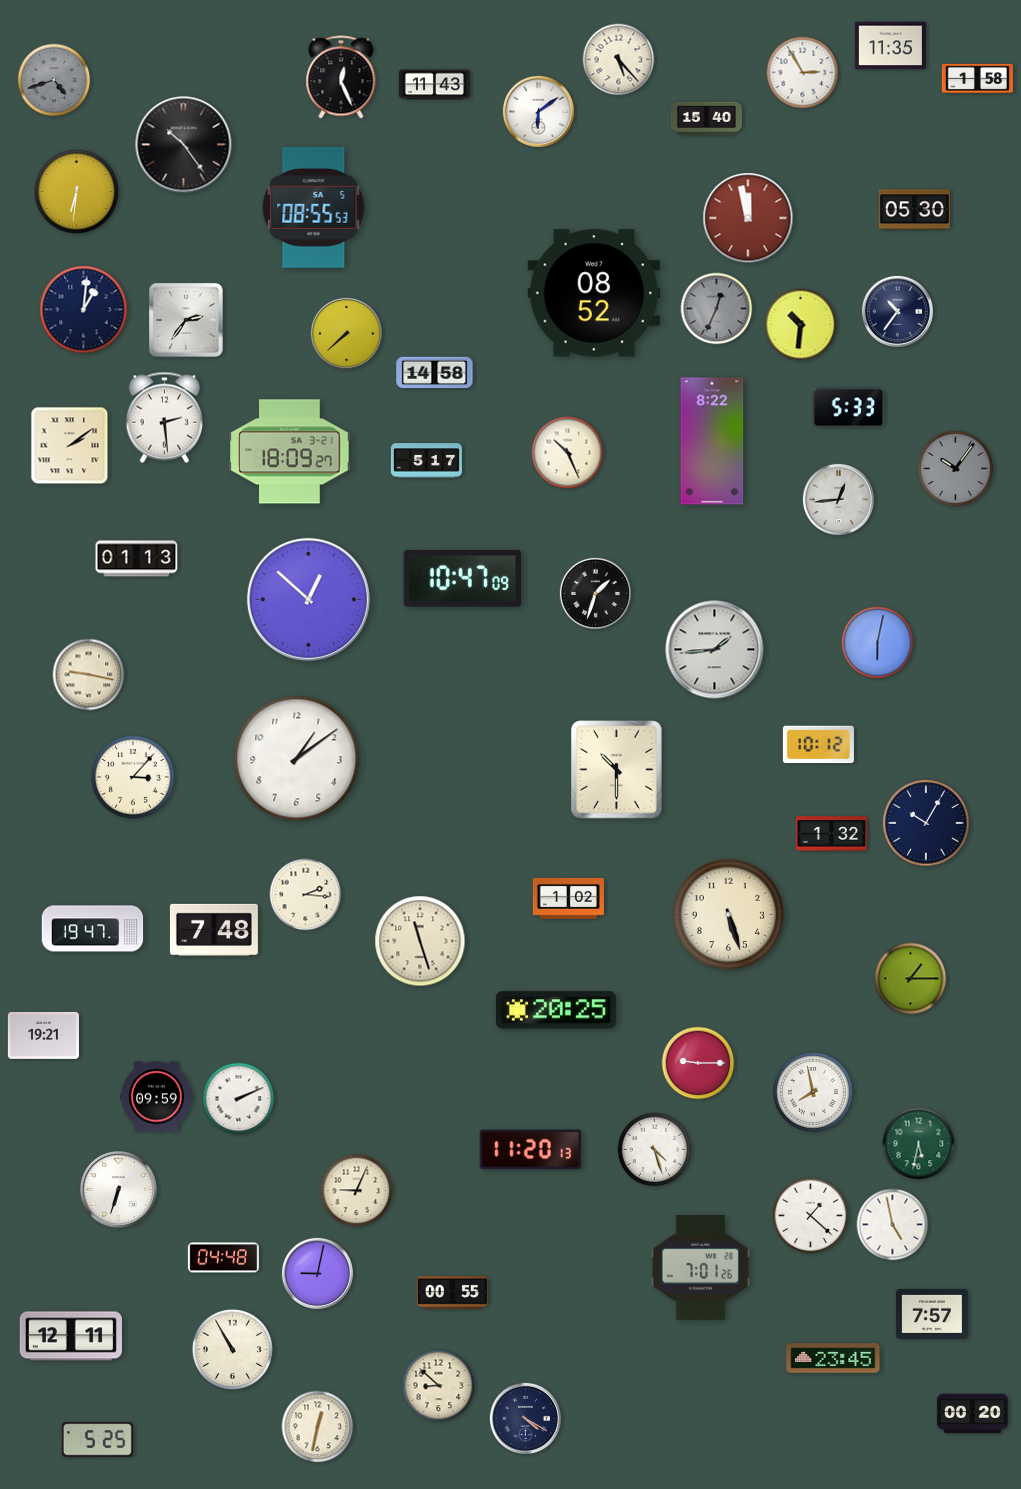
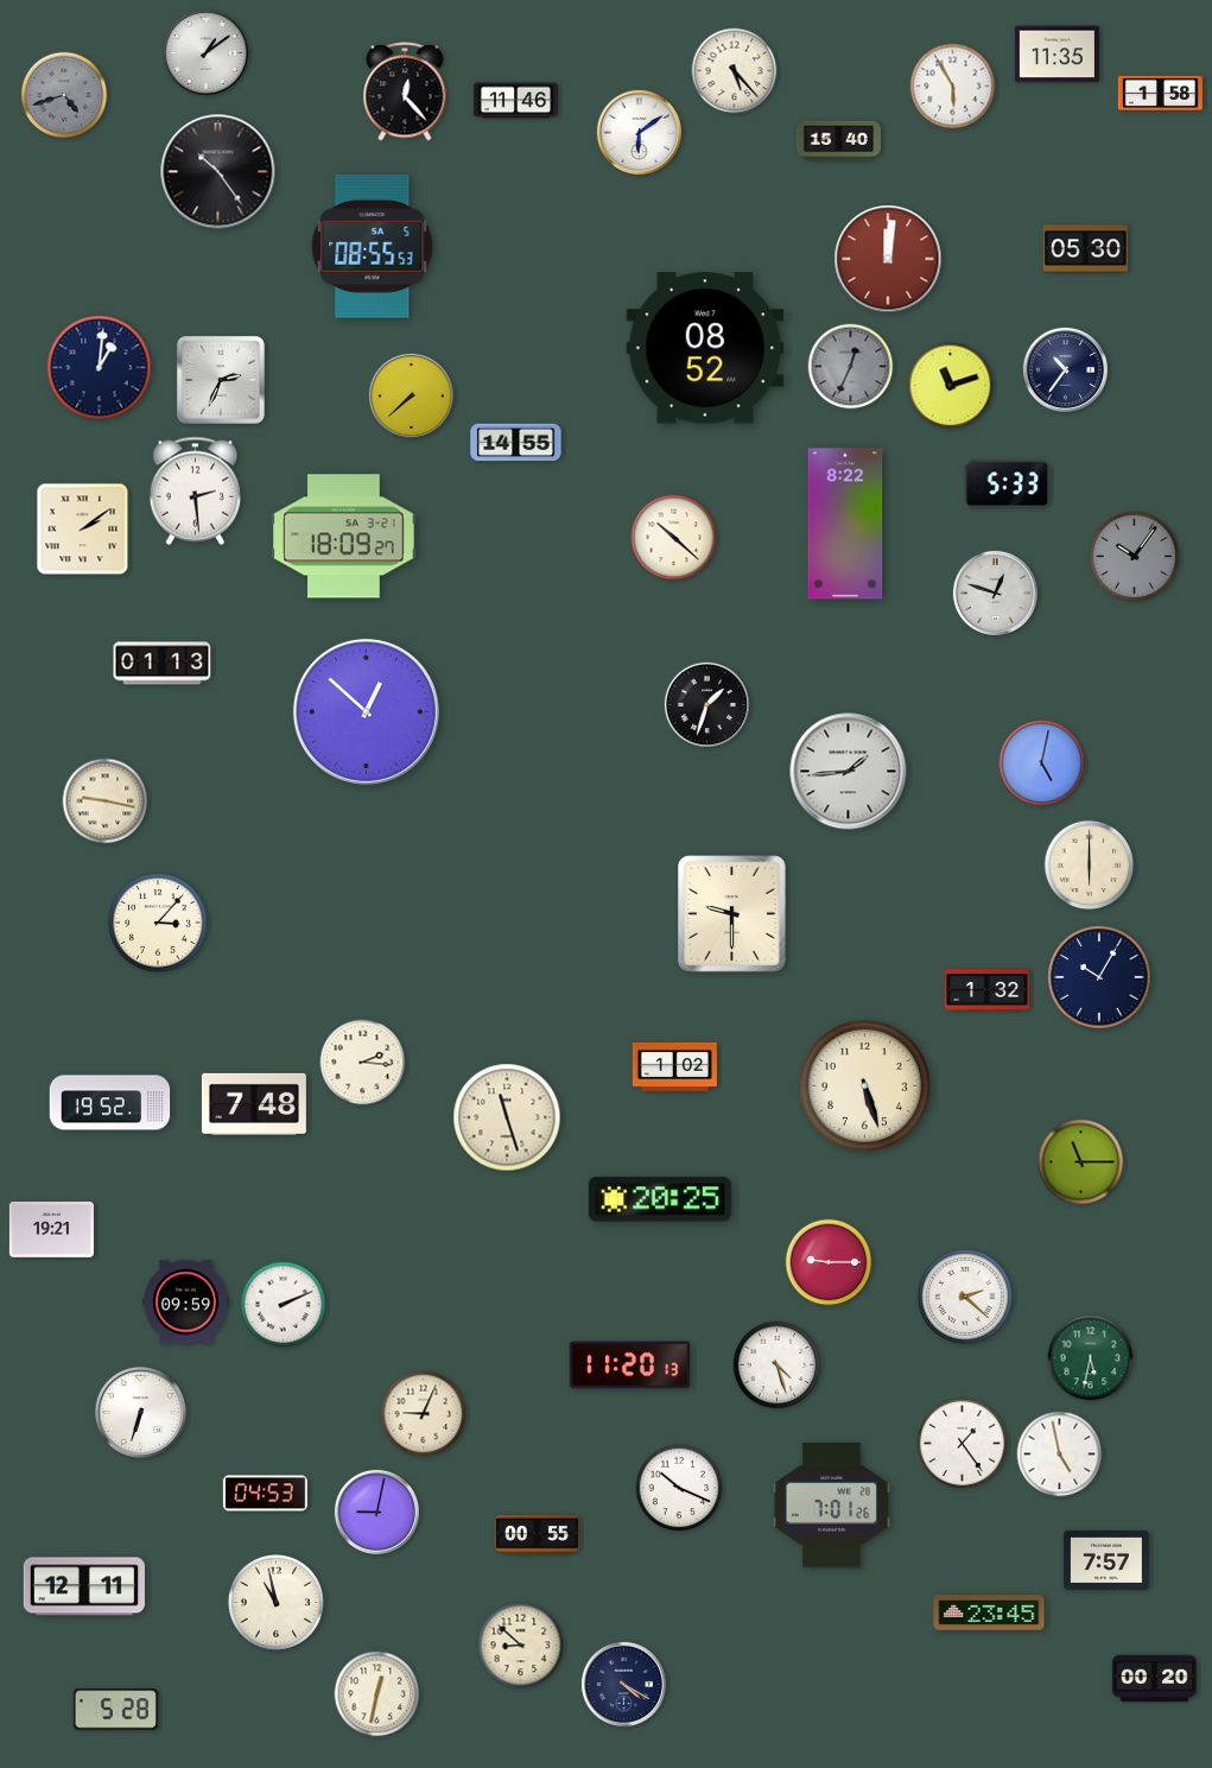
clock at (205, 52): none -> 1:09
clock at (803, 73): 2:55 -> 5:55
clock at (341, 77): 12:26 -> 12:23
clock at (434, 85): 11:43 -> 11:46
clock at (77, 192): 6:31 -> none
clock at (748, 218): 11:58 -> 12:01
clock at (186, 320): 2:36 -> 2:34
clock at (801, 325): 10:31 -> 11:12
clock at (435, 373): 14:58 -> 14:55
clock at (165, 417) position: (165, 417) -> (196, 490)
clock at (568, 453): 10:26 -> 10:22
clock at (426, 461): 5:17 -> none
clock at (838, 499): 12:44 -> 12:48
clock at (462, 579): 10:47 -> none
clock at (878, 643): 6:02 -> 5:02
clock at (1090, 866): none -> 6:00
clock at (818, 745): 10:12 -> none
clock at (297, 759): 1:09 -> none
clock at (617, 770): 10:30 -> 9:30
clock at (93, 929): 19:47 -> 19:52
clock at (420, 941) position: (420, 941) -> (507, 1117)
clock at (911, 979): 1:15 -> 11:15
clock at (813, 1092): 7:58 -> 2:22
clock at (811, 1216): 1:22 -> 1:24
clock at (679, 1488): none -> 10:19
clock at (223, 1258): 04:48 -> 04:53
clock at (232, 1349): 10:55 -> 10:58
clock at (97, 1440): 5:25 -> 5:28
